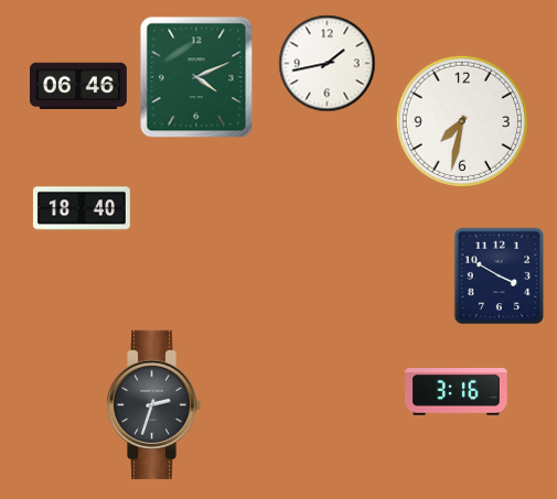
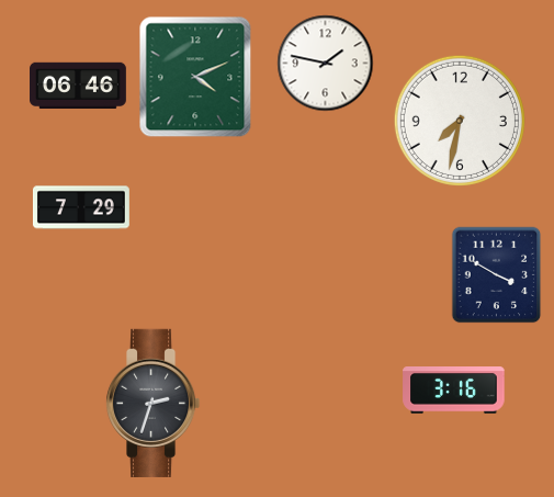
clock at (326, 63): 1:43 -> 1:47
clock at (82, 208): 18:40 -> 7:29
